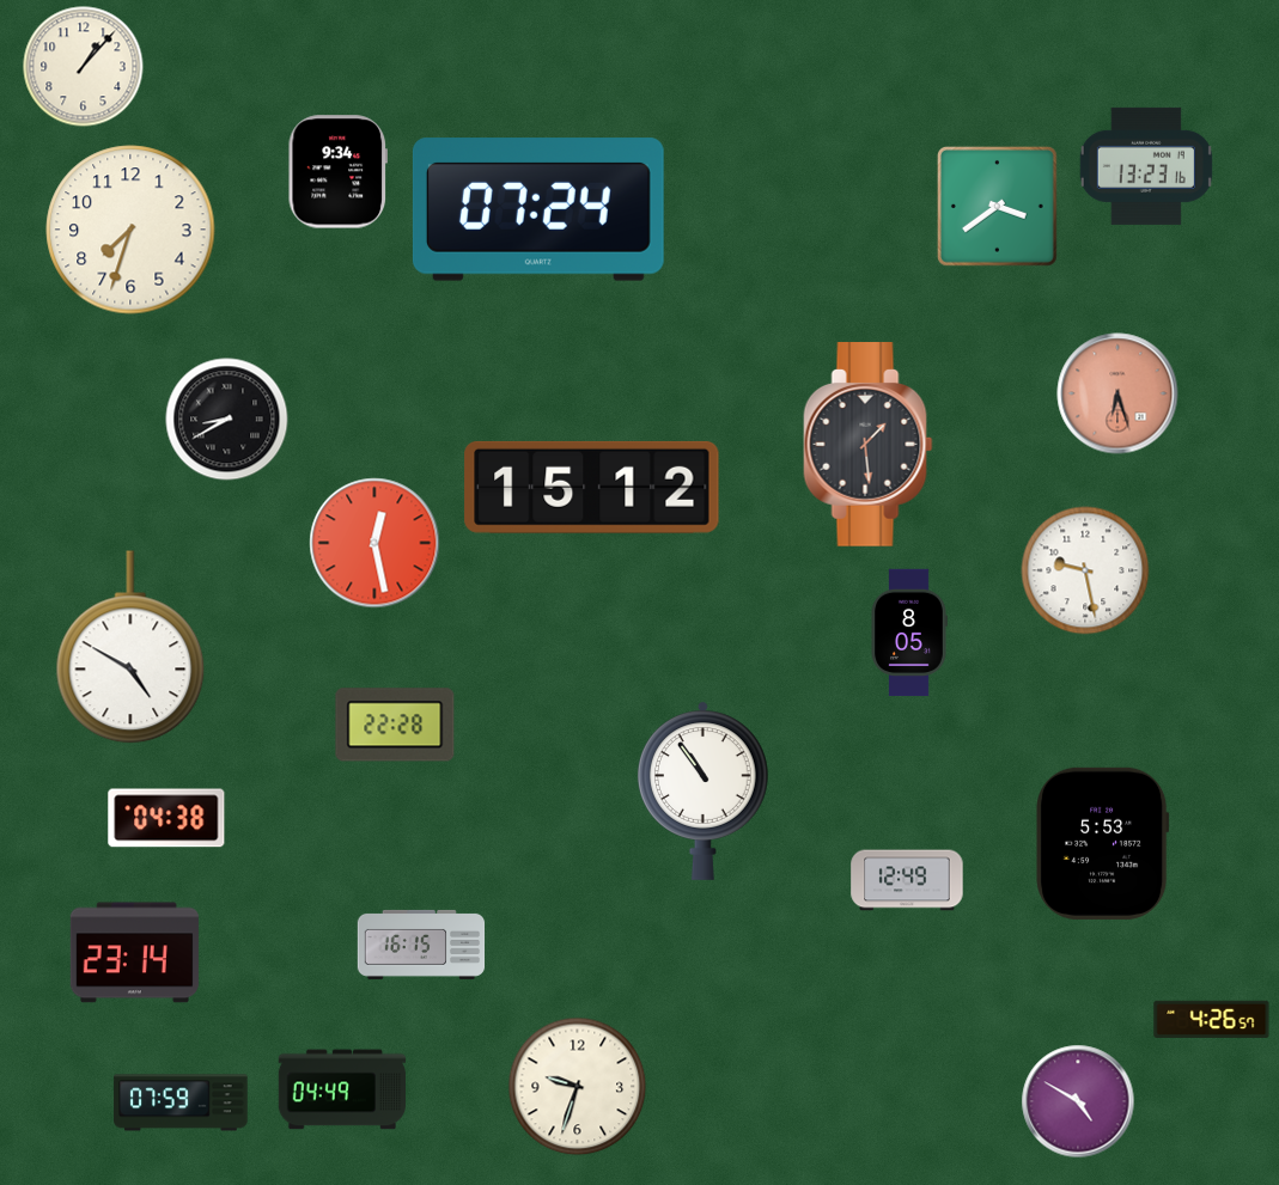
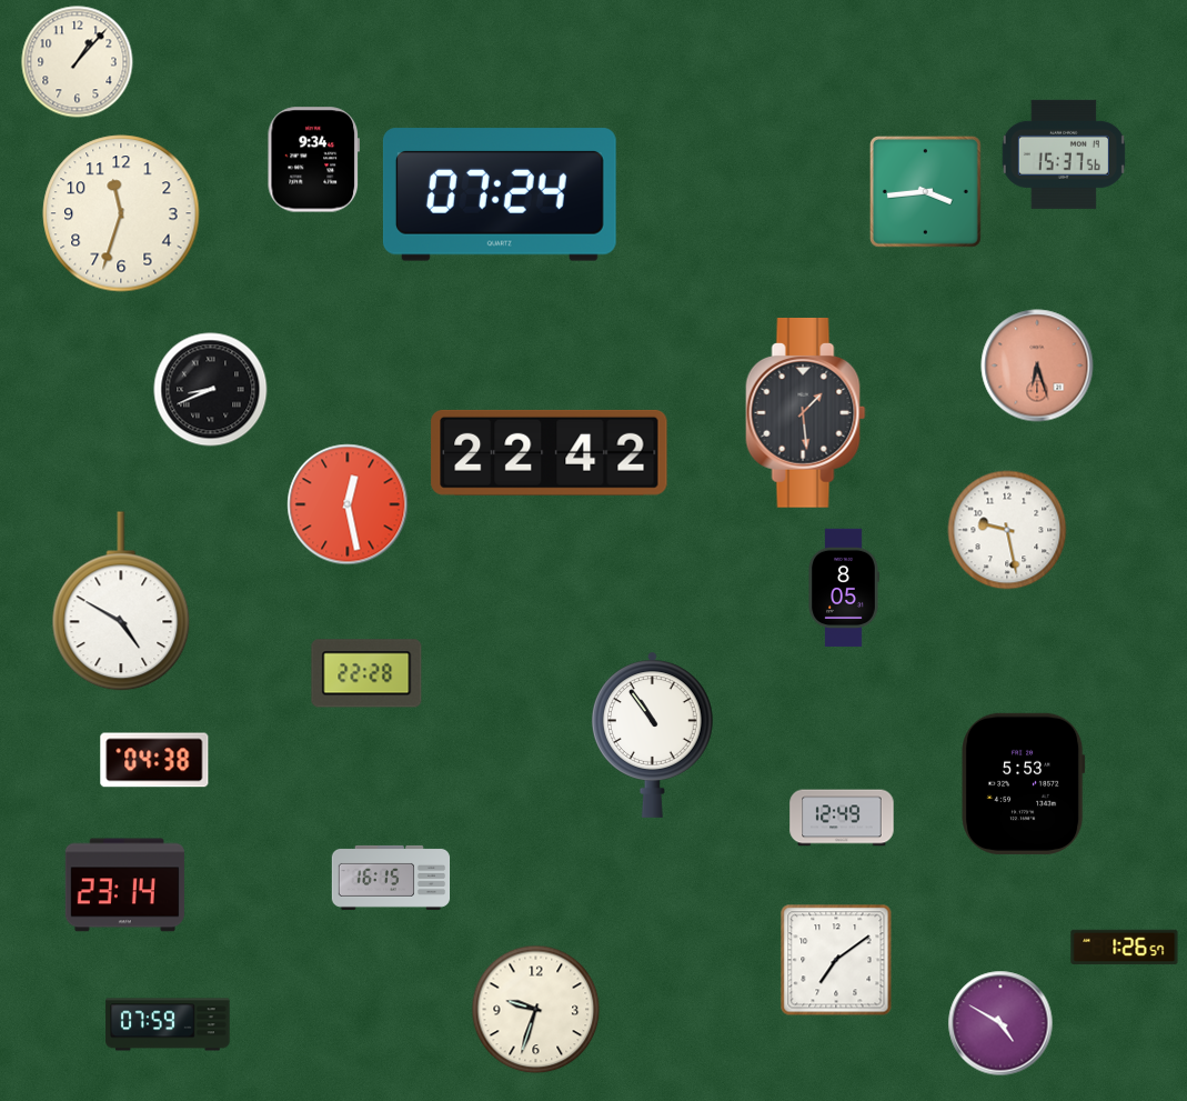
clock at (1146, 166): 13:23 -> 15:37
clock at (997, 206): 3:39 -> 3:44
clock at (130, 230): 7:33 -> 11:33
clock at (227, 420): 8:40 -> 8:41
clock at (592, 487): 15:12 -> 22:42
clock at (1212, 1019): 4:26 -> 1:26
clock at (836, 960): none -> 7:09
clock at (341, 1089): 04:49 -> none
